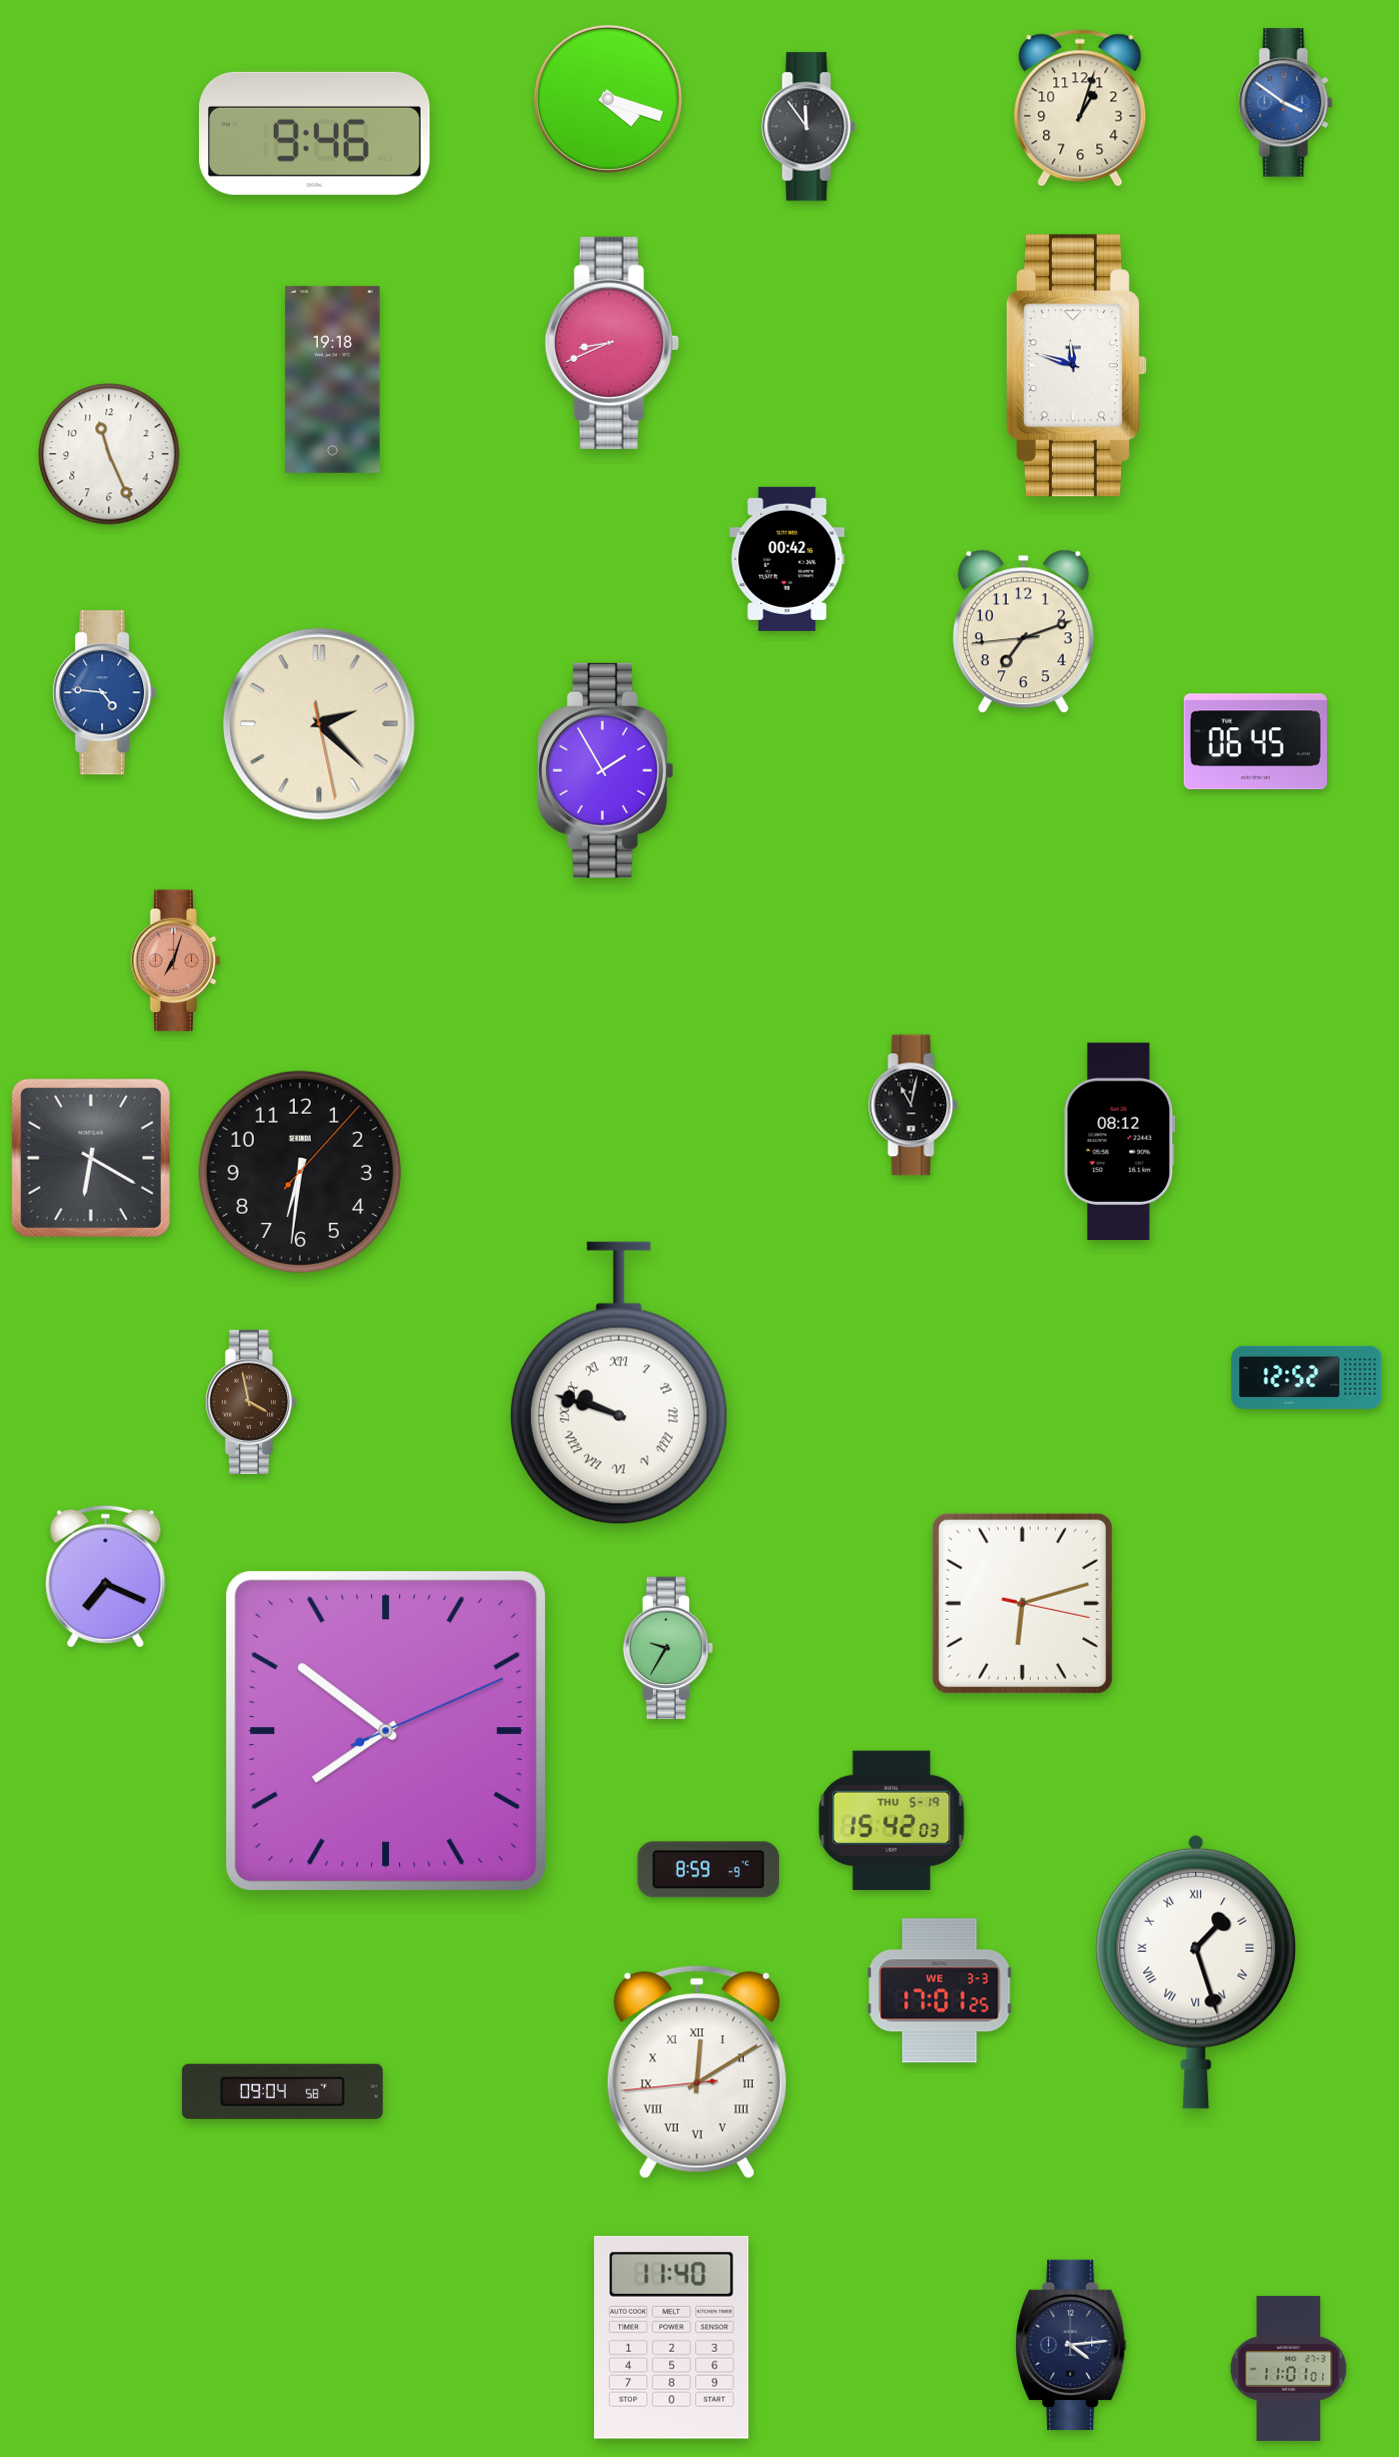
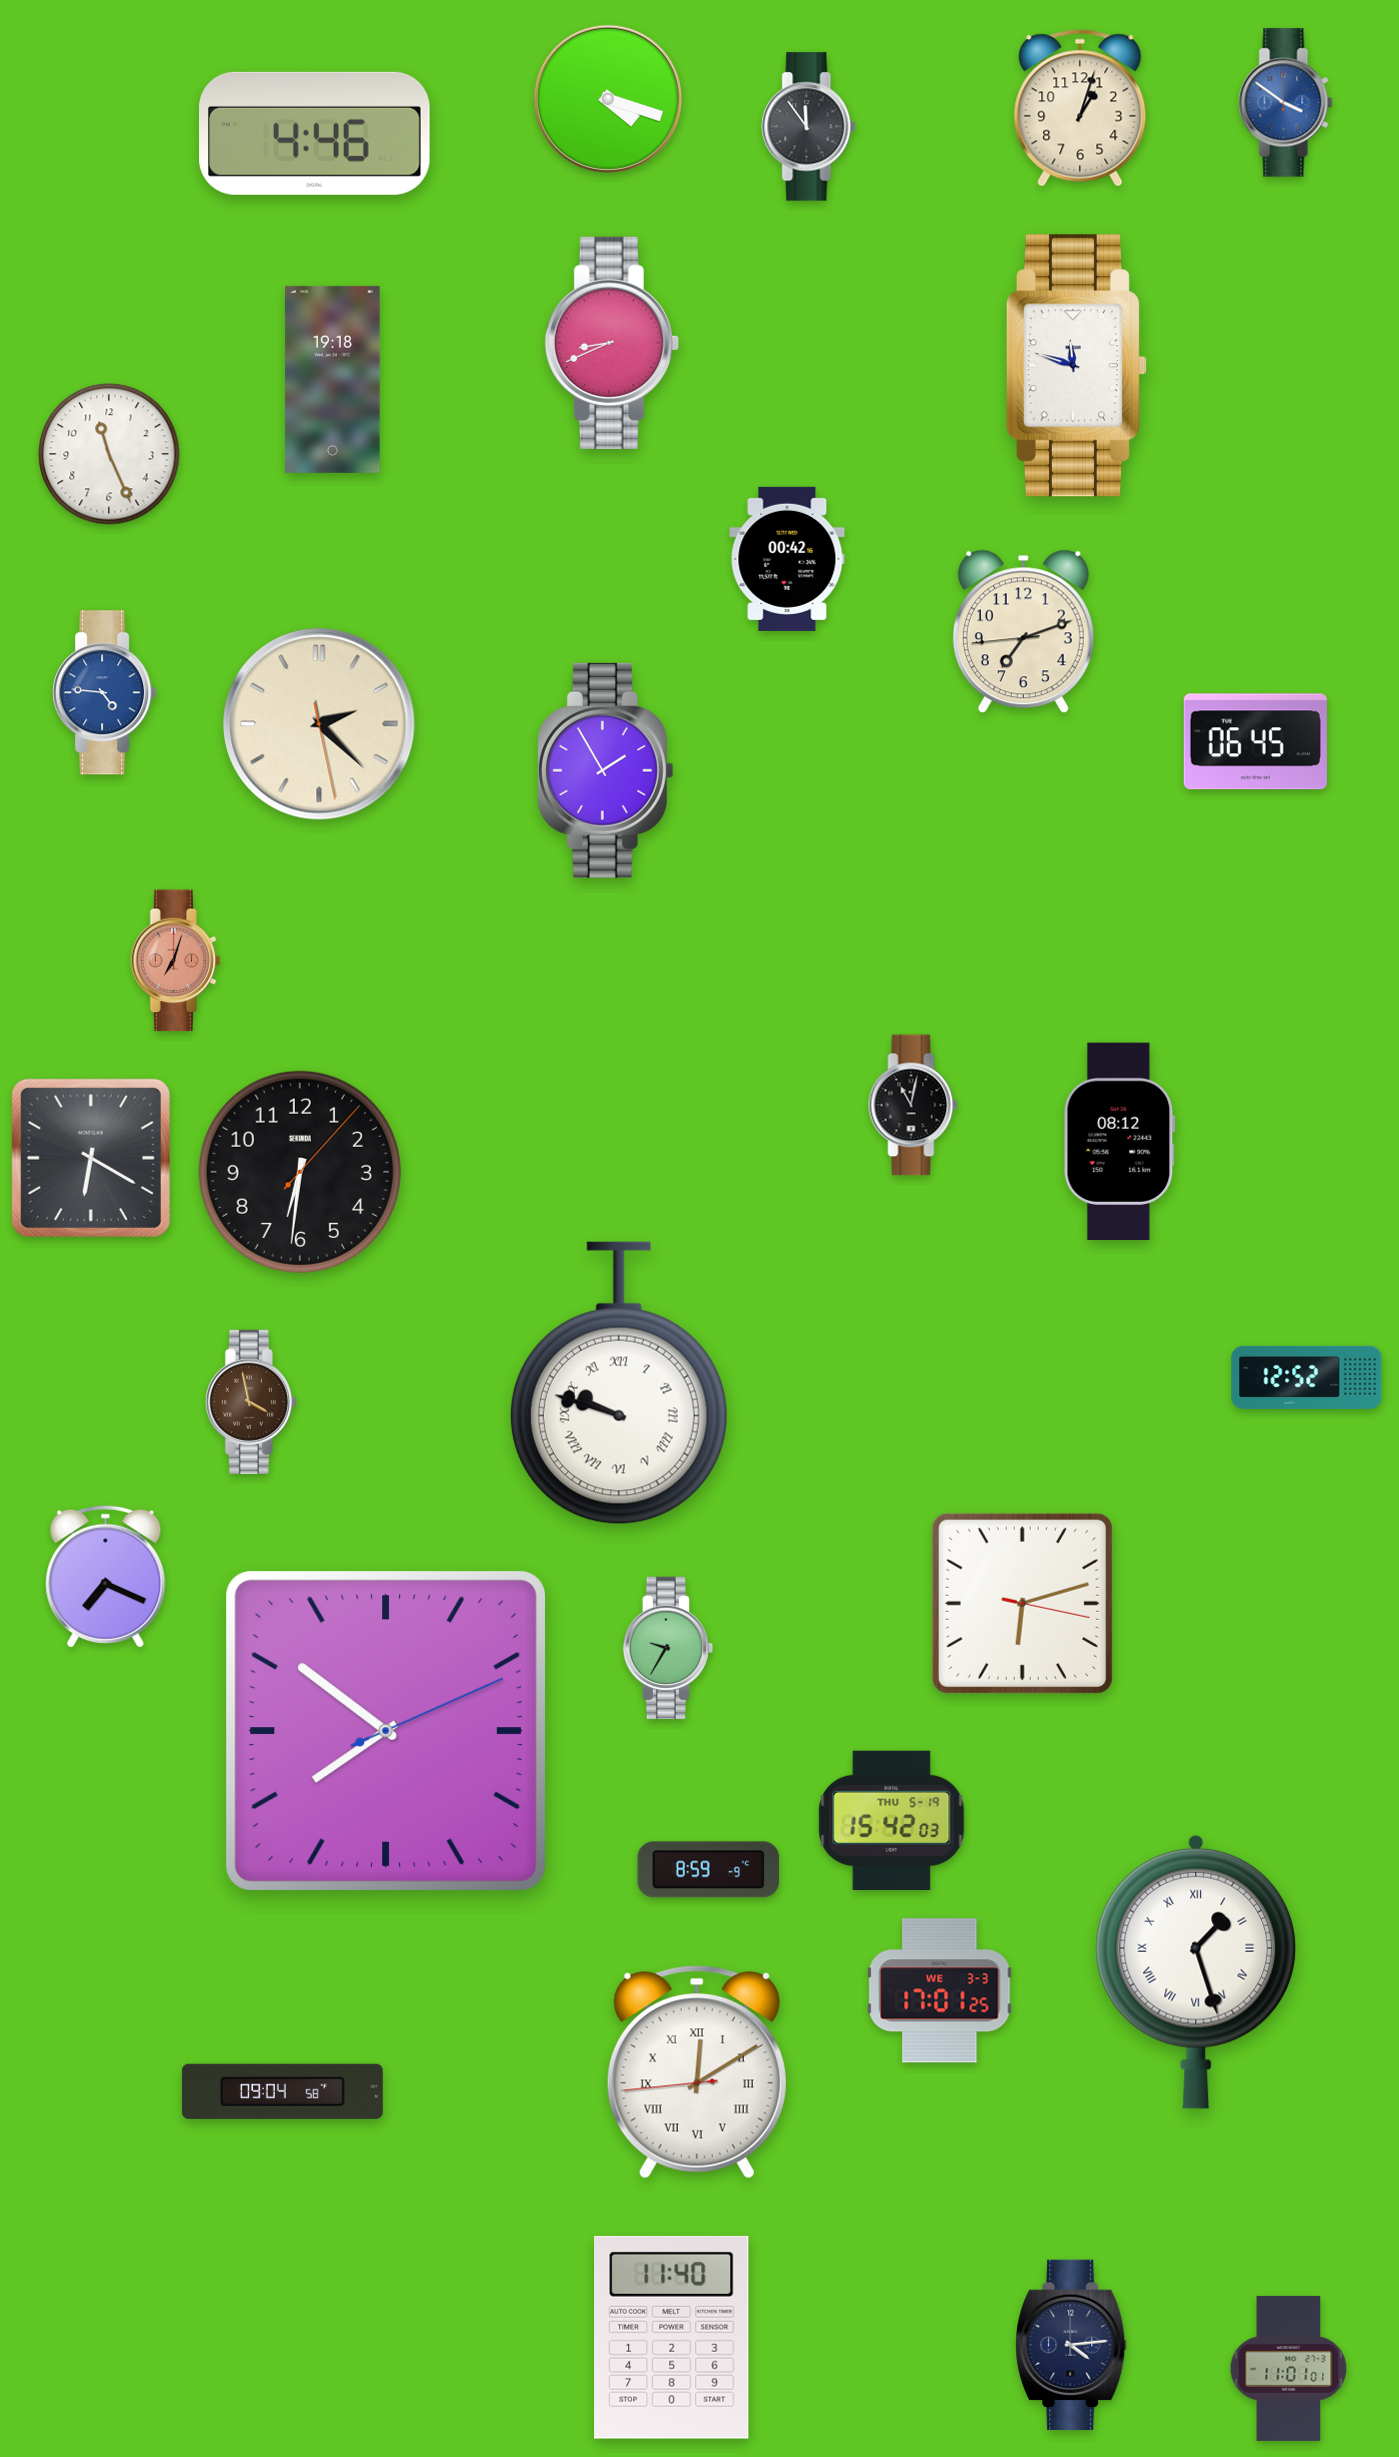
clock at (315, 133): 9:46 -> 4:46
